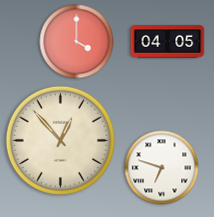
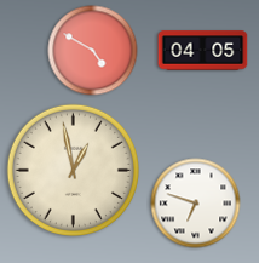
clock at (77, 42): 4:00 -> 4:50
clock at (60, 140): 12:53 -> 12:58
